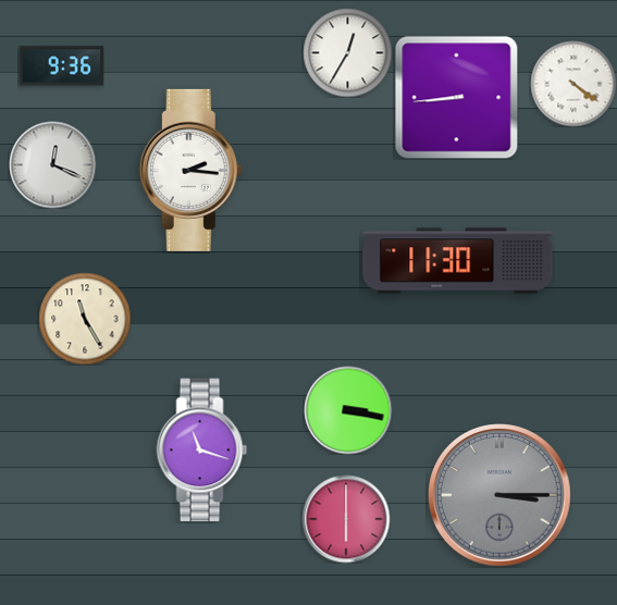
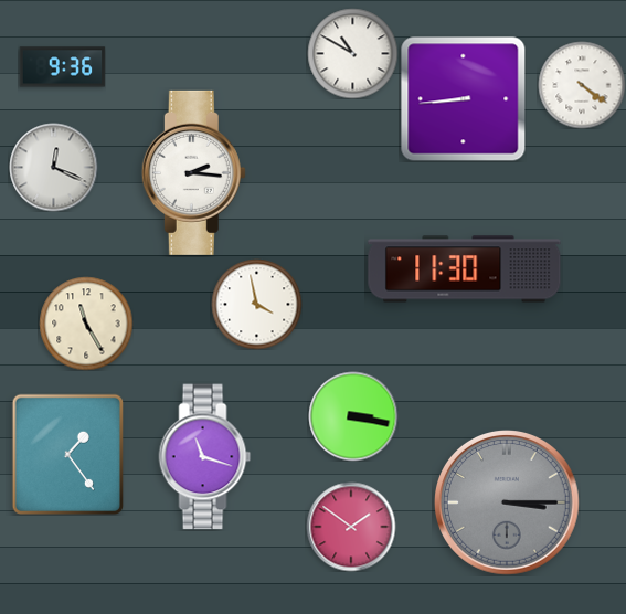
clock at (347, 52): 12:35 -> 10:50
clock at (458, 261) position: (458, 261) -> (465, 269)
clock at (256, 304): none -> 3:58
clock at (67, 454): none -> 1:24
clock at (346, 519): 6:00 -> 1:51
